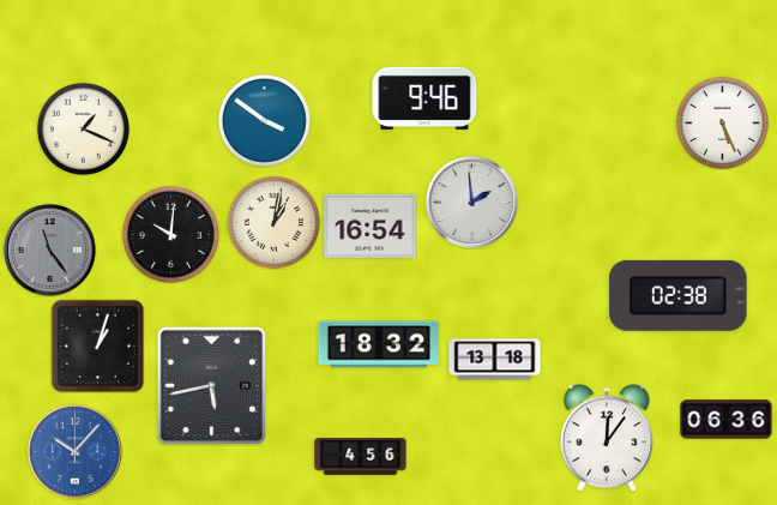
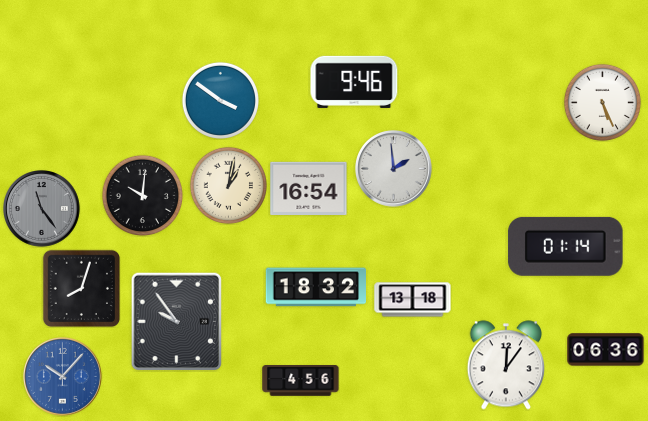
clock at (83, 128): 1:19 -> none
clock at (679, 295): 02:38 -> 01:14
clock at (97, 345): 1:03 -> 8:03
clock at (212, 385): 5:43 -> 9:54
